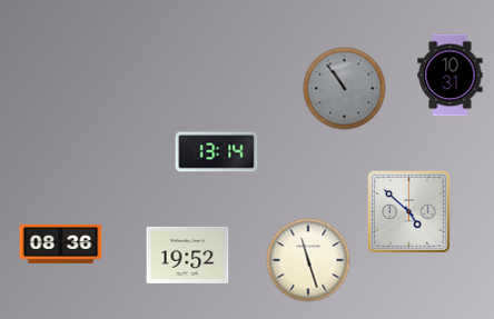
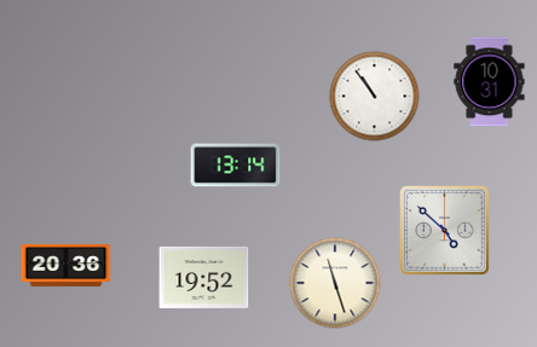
clock at (345, 89) dial: grey -> white
clock at (61, 243): 08:36 -> 20:36
